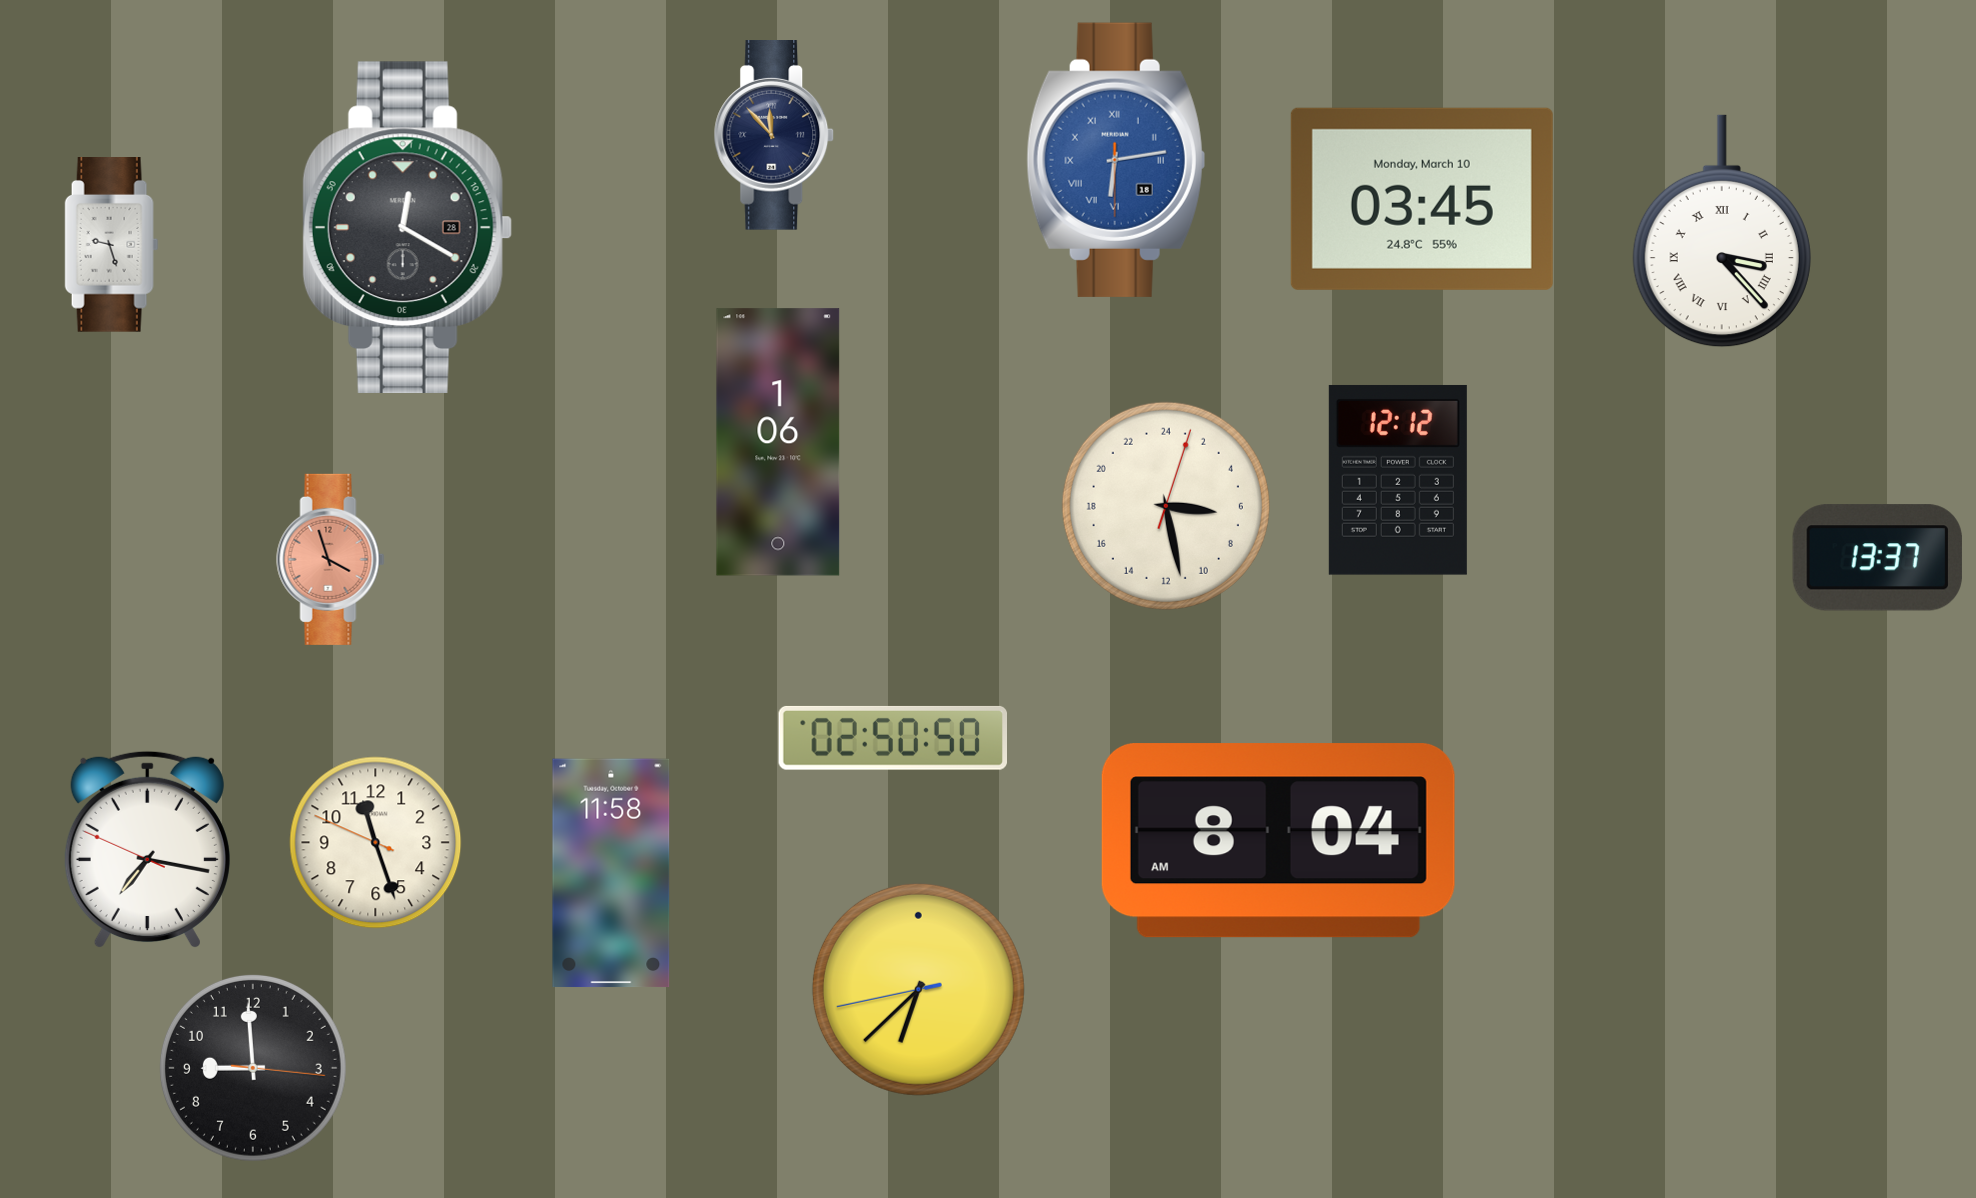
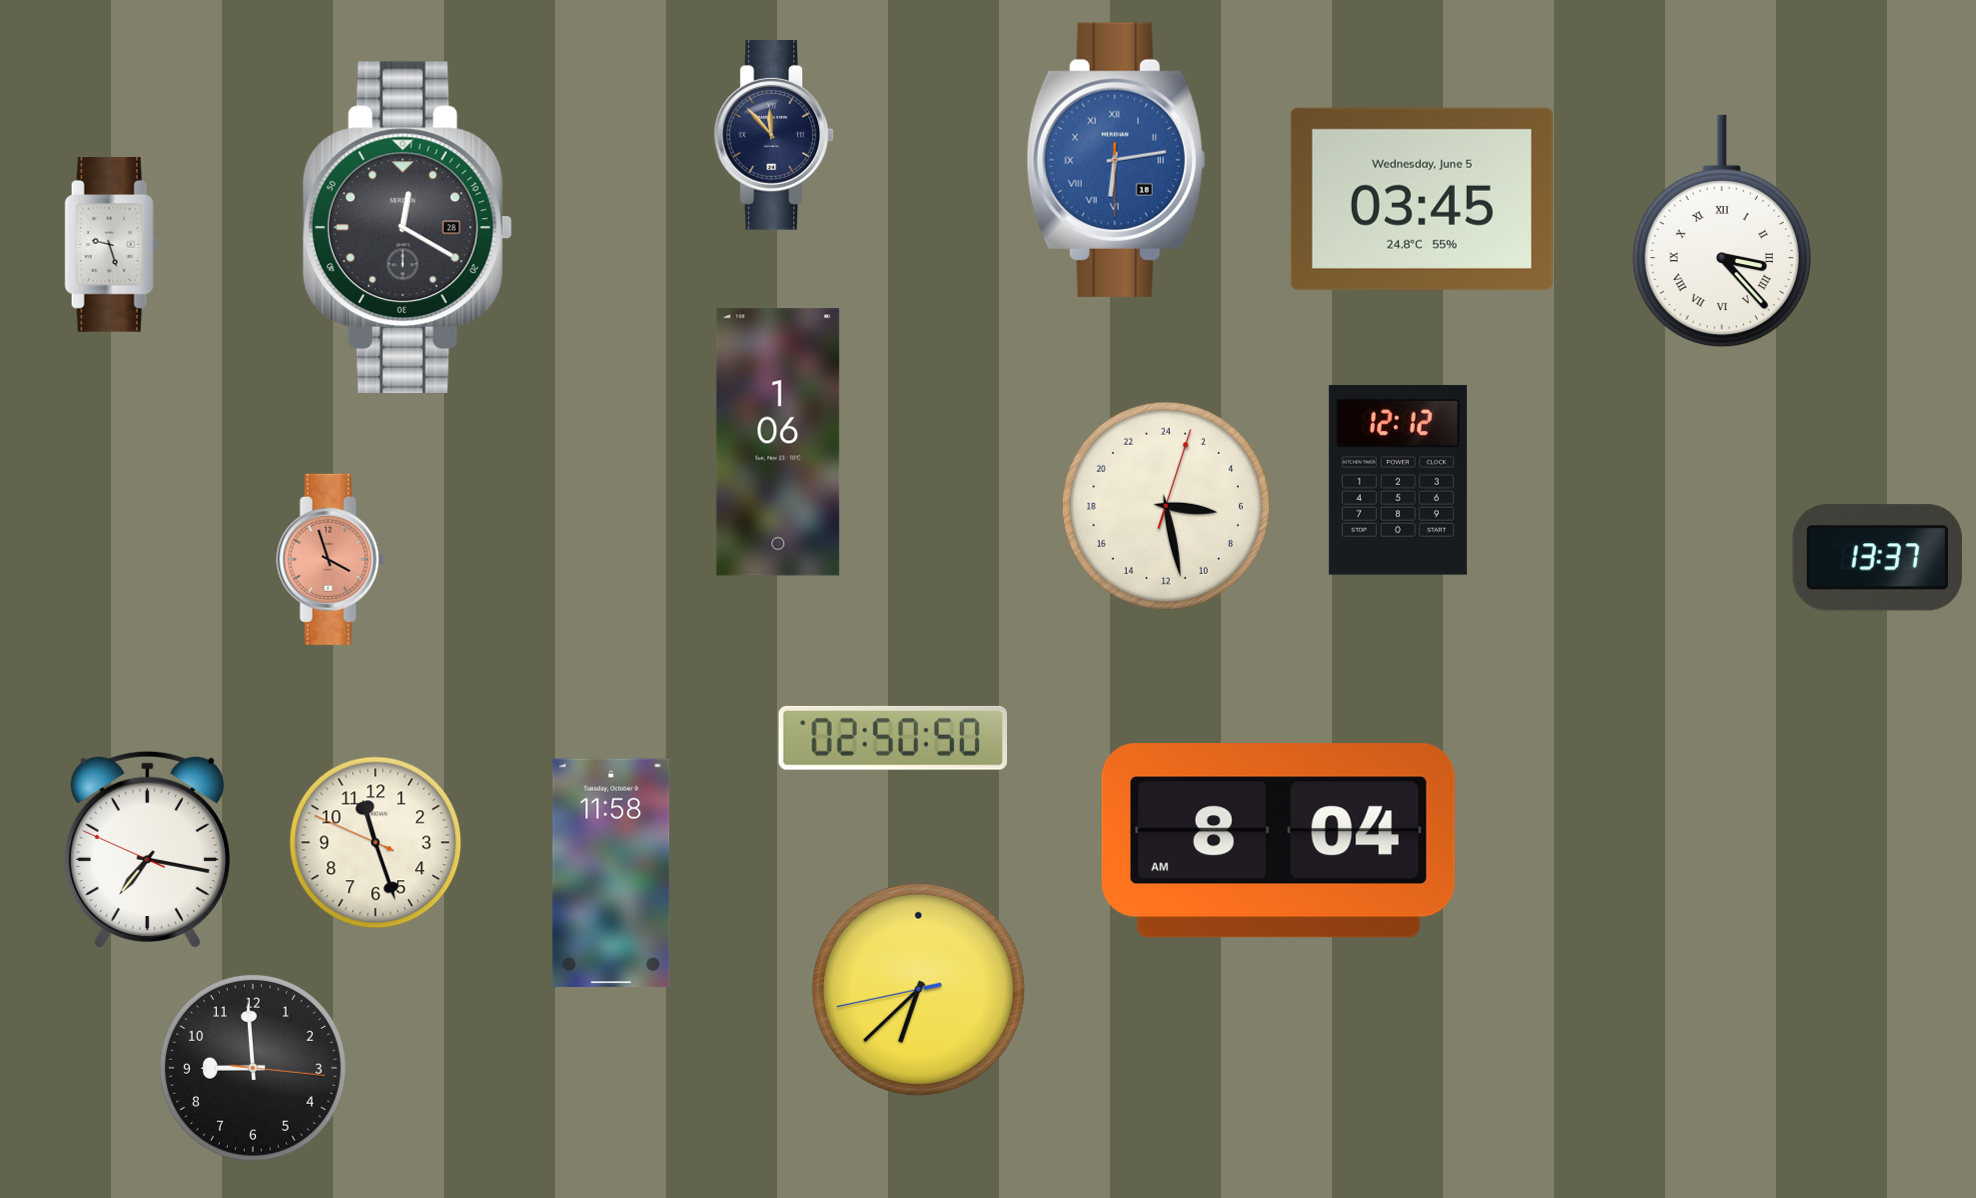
clock at (1422, 199) date: Monday, March 10 -> Wednesday, June 5
